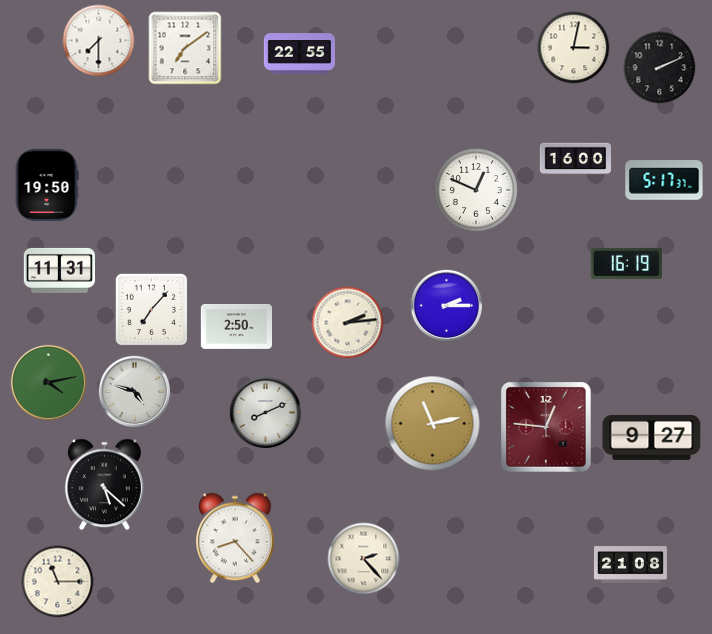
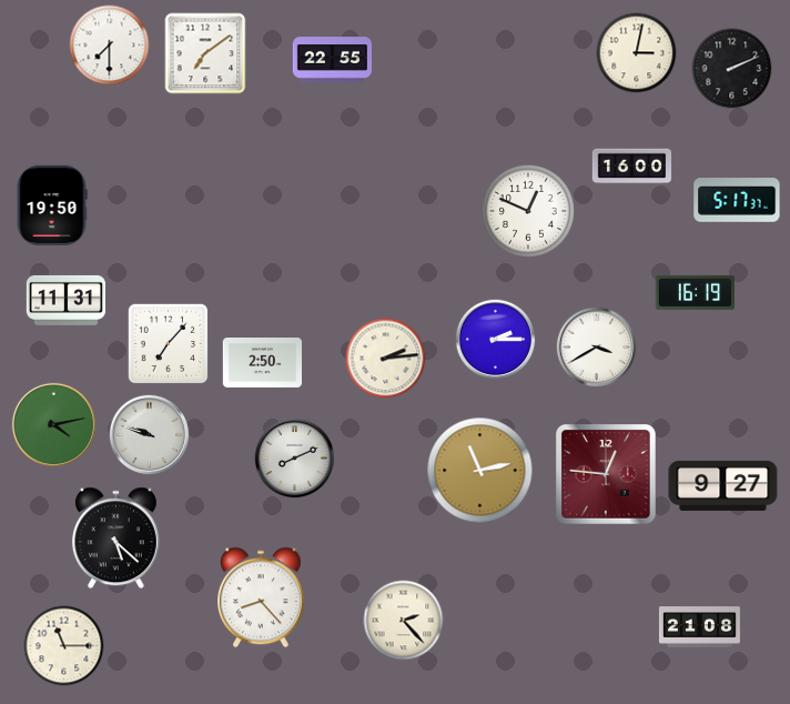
clock at (660, 68) position: (660, 68) -> (732, 69)
clock at (576, 159) position: (576, 159) -> (632, 167)
clock at (597, 348): none -> 3:40
clock at (135, 392): 4:48 -> 9:48
